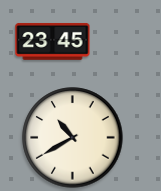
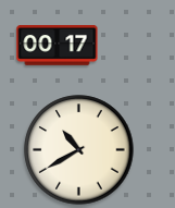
clock at (53, 42): 23:45 -> 00:17
